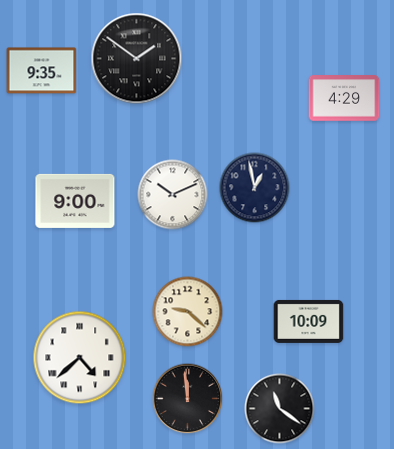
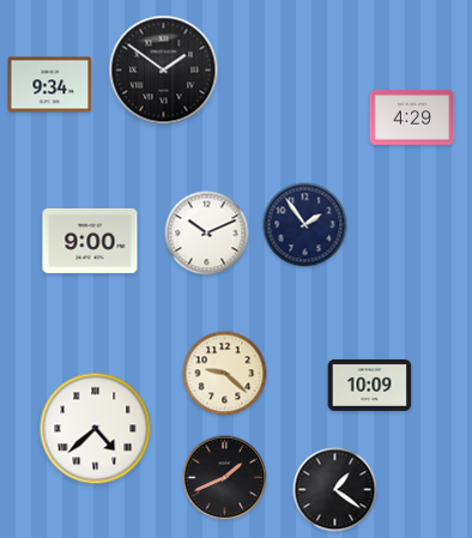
clock at (42, 71): 9:35 -> 9:34
clock at (255, 188): 12:58 -> 1:54
clock at (188, 399): 11:59 -> 1:41
clock at (280, 409): 11:21 -> 1:21
